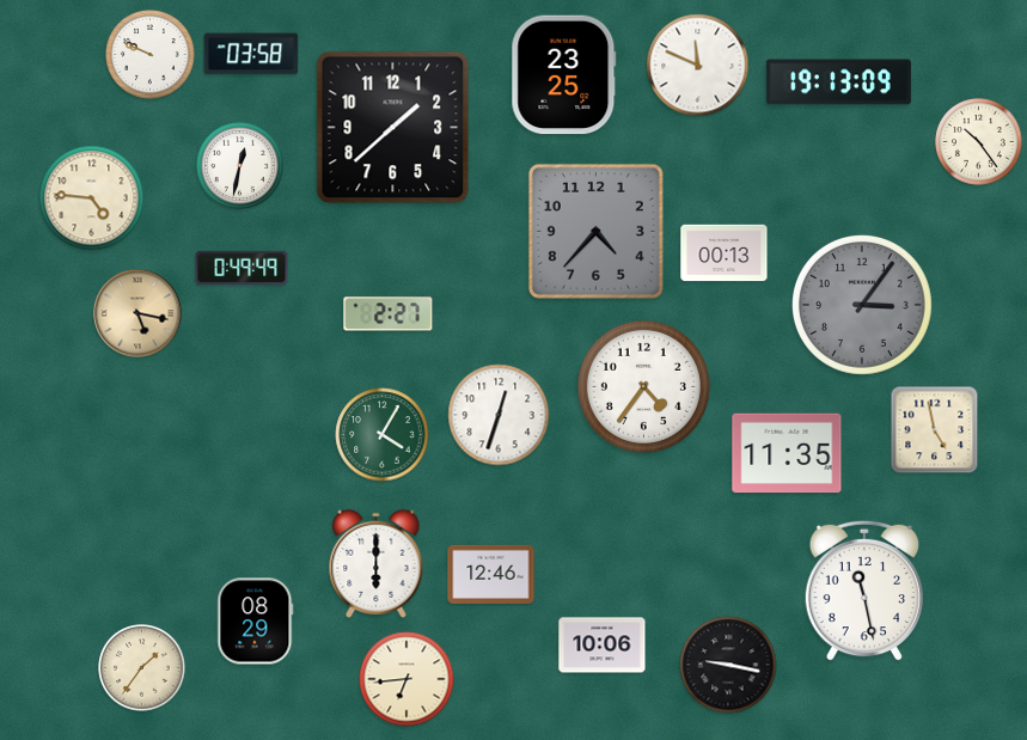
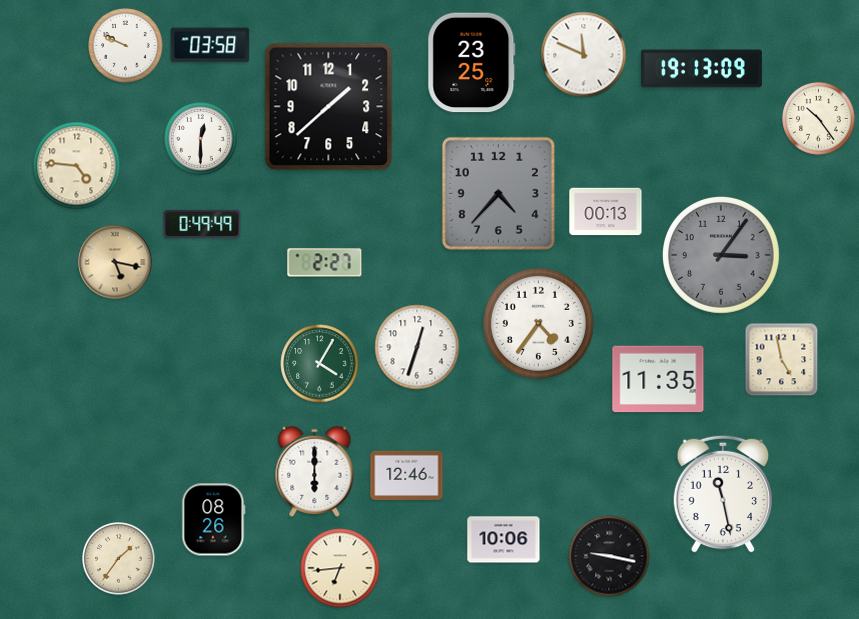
clock at (240, 166): 12:32 -> 12:30
clock at (491, 574) position: (491, 574) -> (407, 475)
clock at (256, 622): 08:29 -> 08:26
